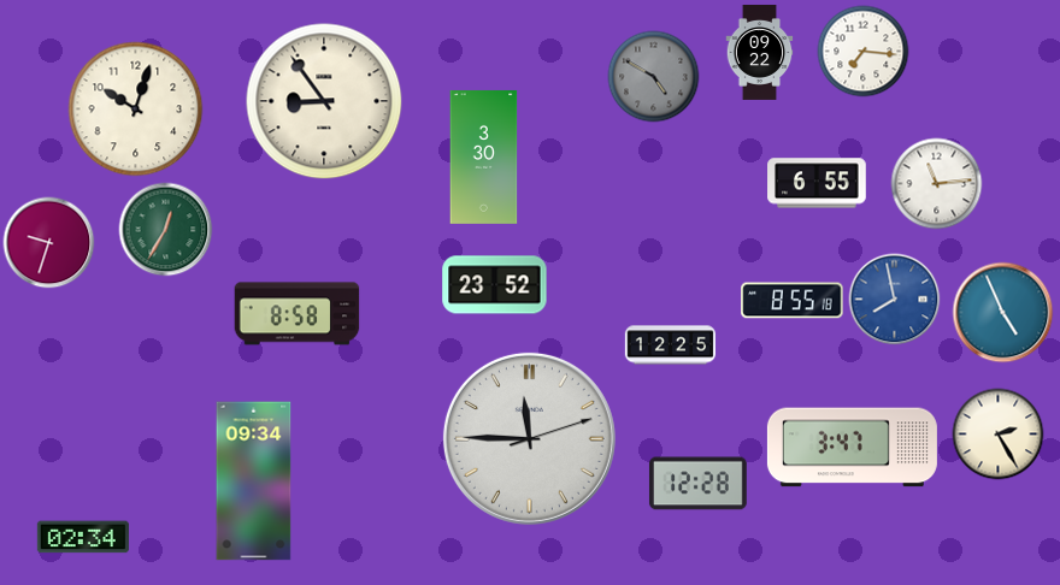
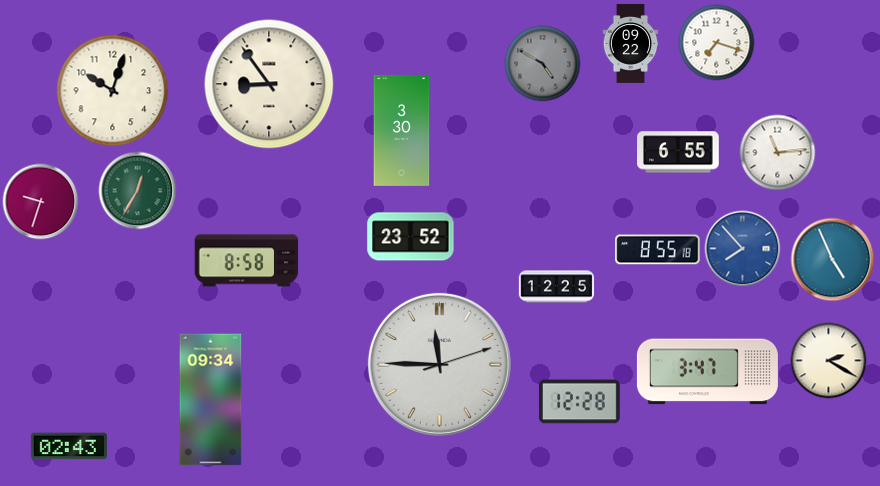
clock at (864, 52): 7:16 -> 7:18
clock at (895, 300): 7:58 -> 7:53
clock at (999, 435): 2:25 -> 2:20
clock at (83, 537): 02:34 -> 02:43
